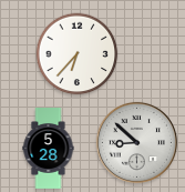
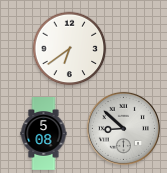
clock at (78, 54): 6:37 -> 6:39
clock at (49, 149): 5:28 -> 5:08
